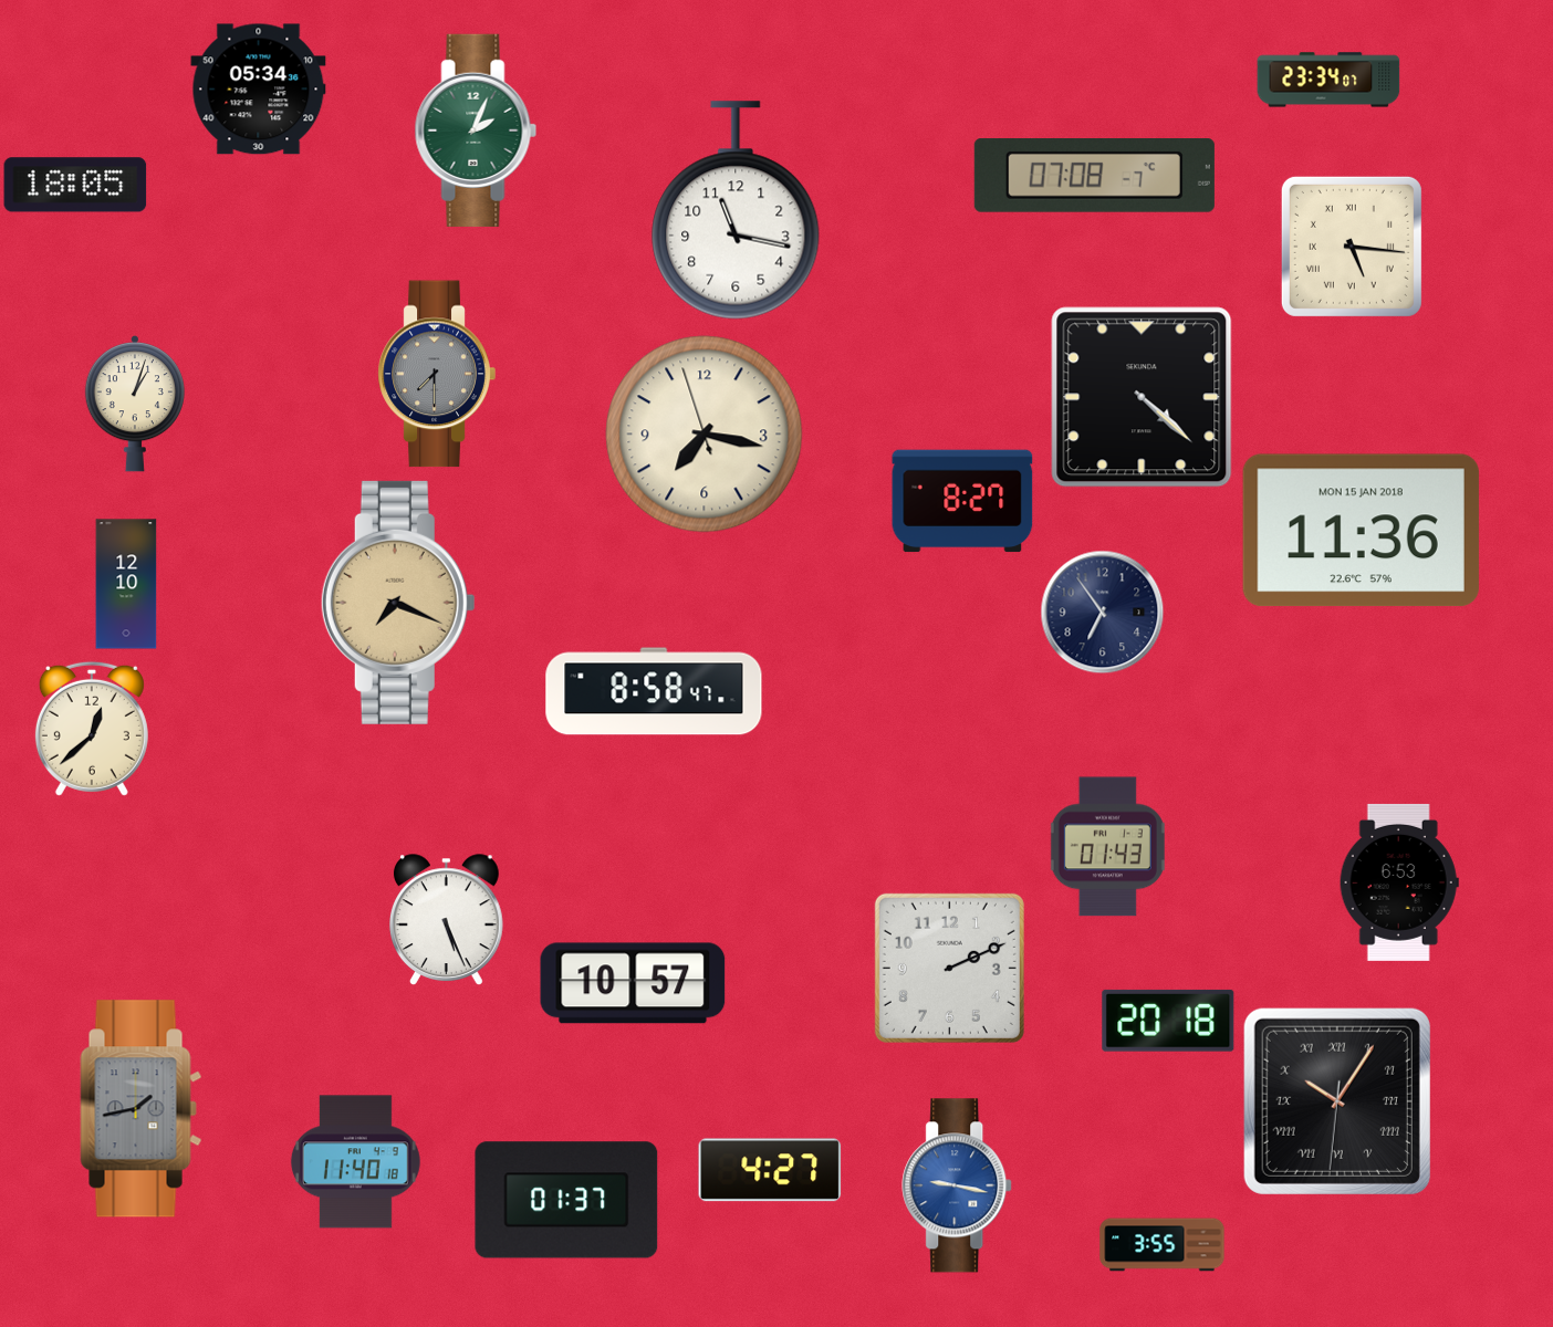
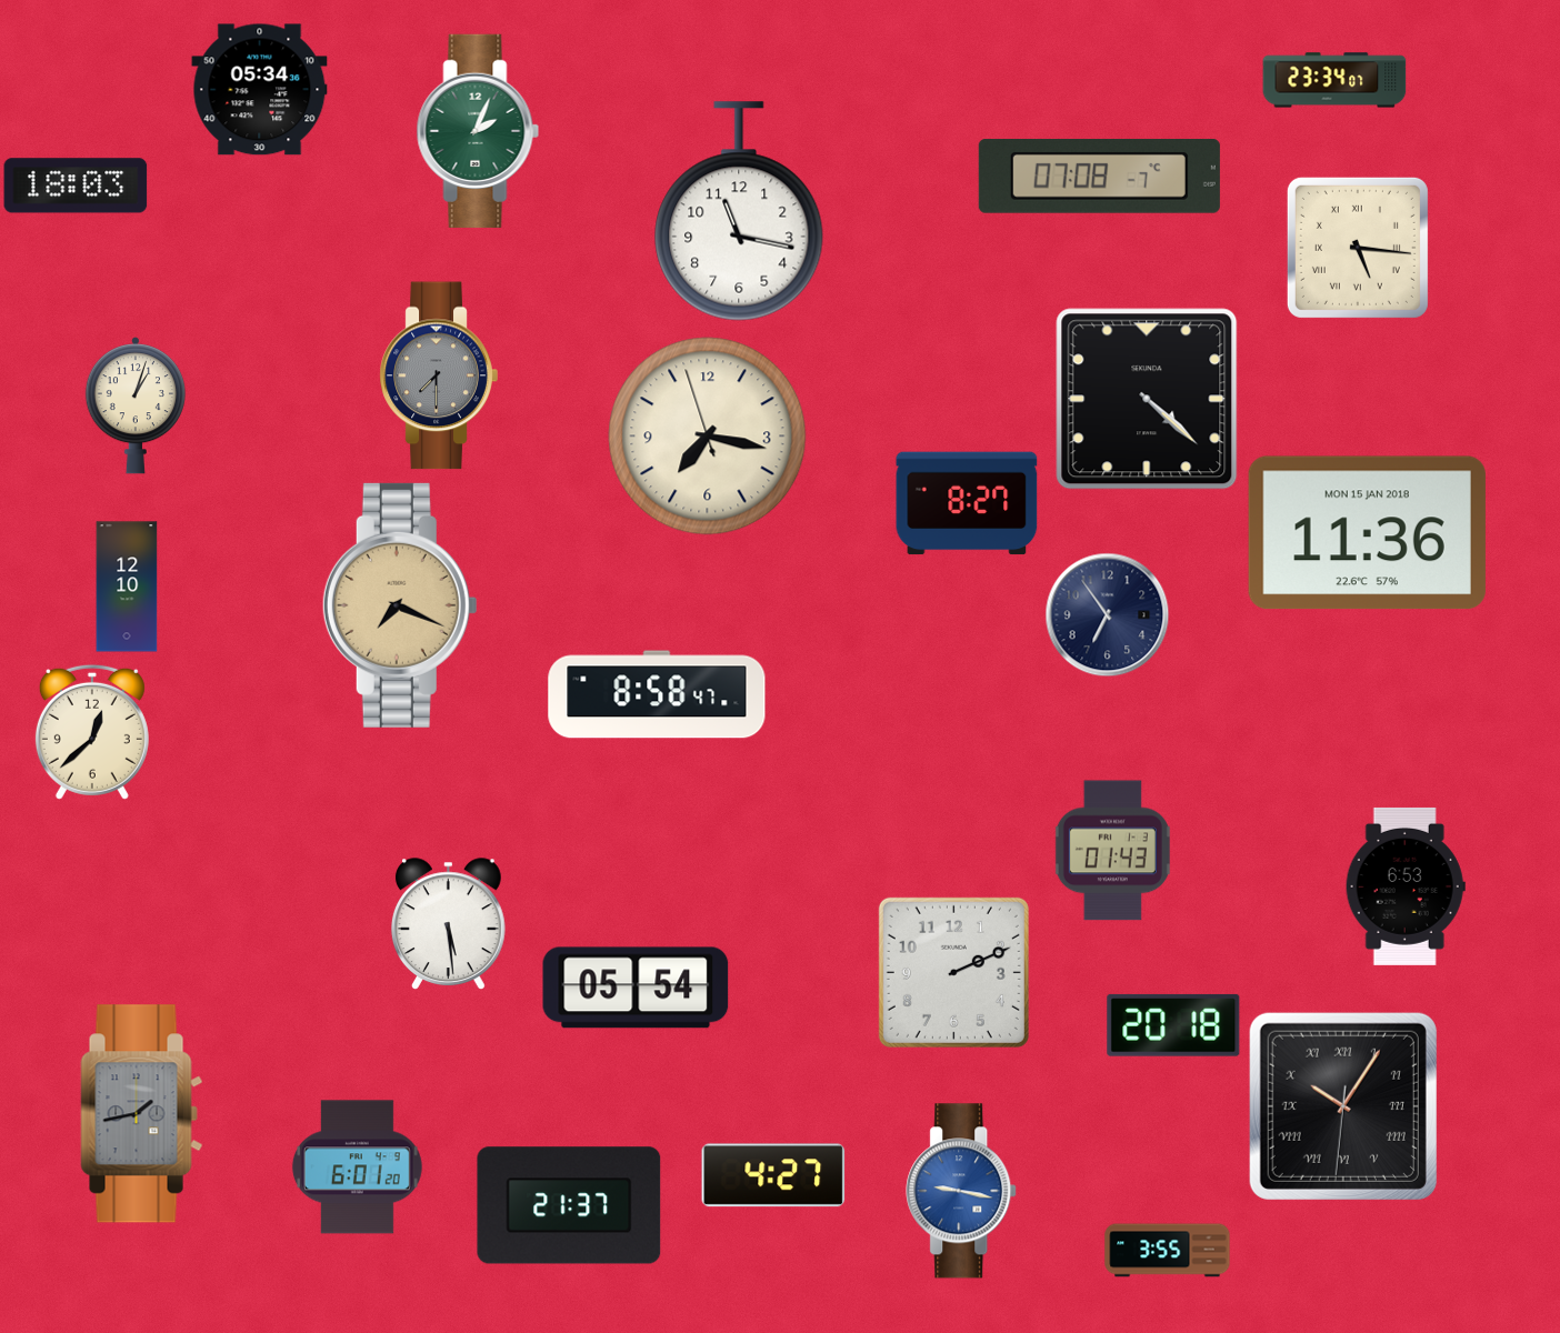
clock at (75, 185): 18:05 -> 18:03
clock at (446, 919): 5:26 -> 5:29
clock at (633, 983): 10:57 -> 05:54
clock at (355, 1162): 11:40 -> 6:01
clock at (566, 1200): 01:37 -> 21:37
